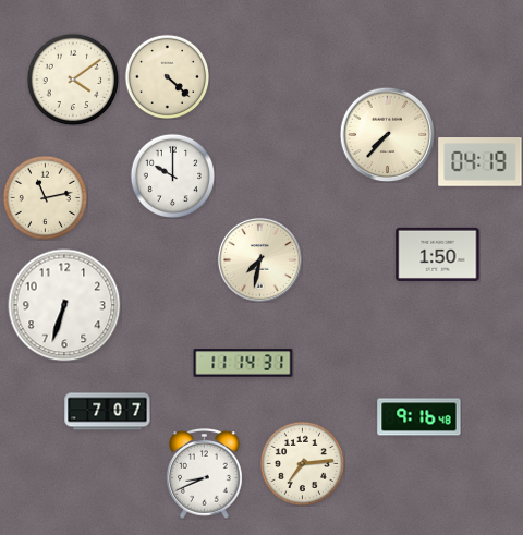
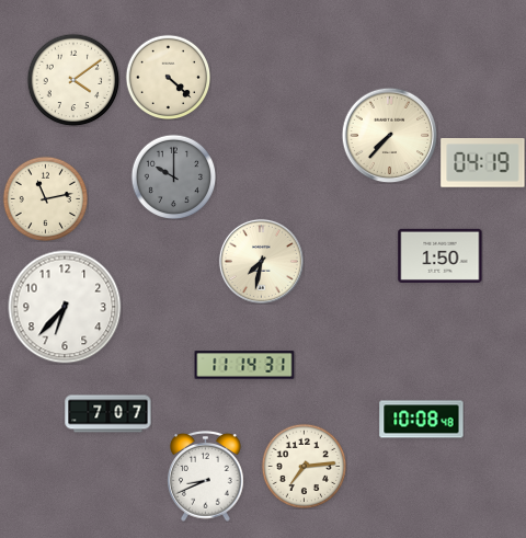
clock at (172, 175) dial: white -> grey
clock at (64, 305): 6:33 -> 6:37
clock at (419, 417): 9:16 -> 10:08
